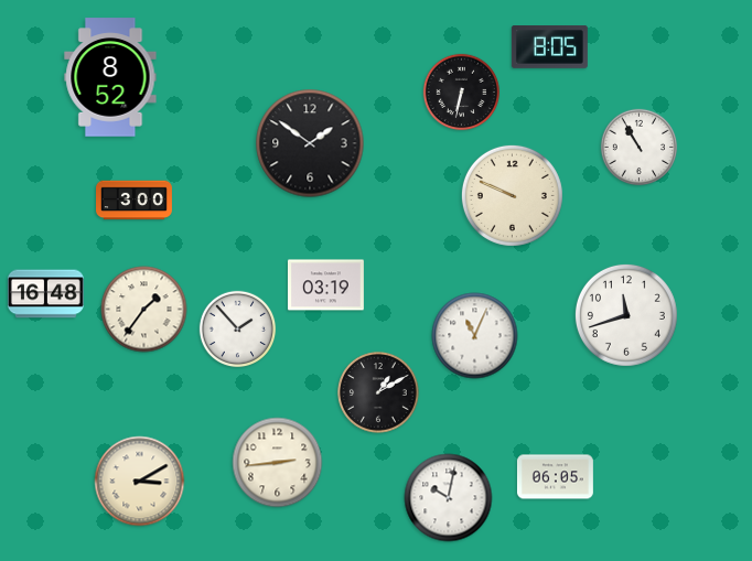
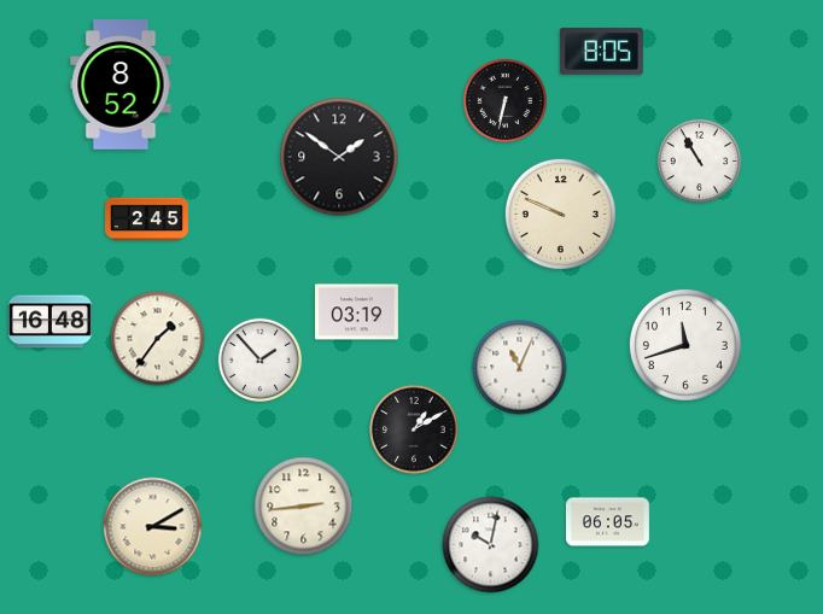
clock at (135, 201): 3:00 -> 2:45
